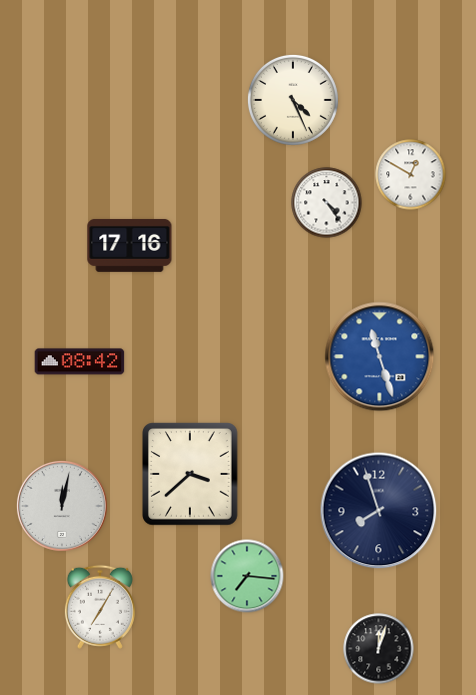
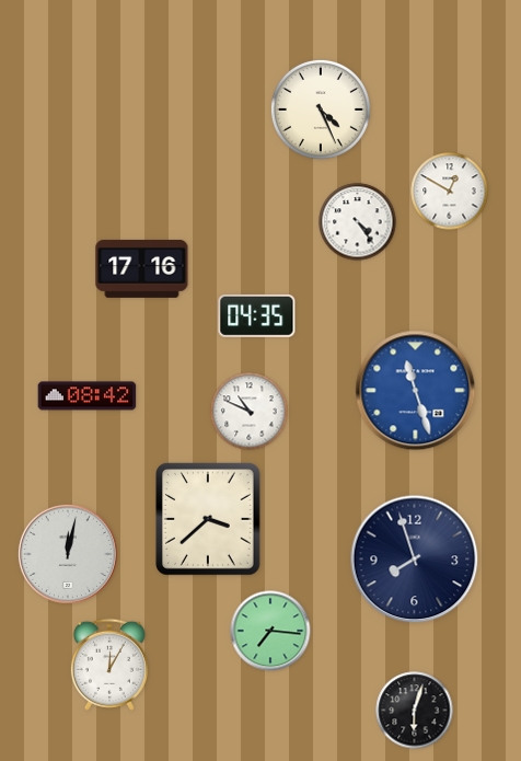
clock at (257, 315): none -> 04:35
clock at (250, 412): none -> 10:49
clock at (100, 607): 7:05 -> 12:05
clock at (379, 649): 12:03 -> 6:03
